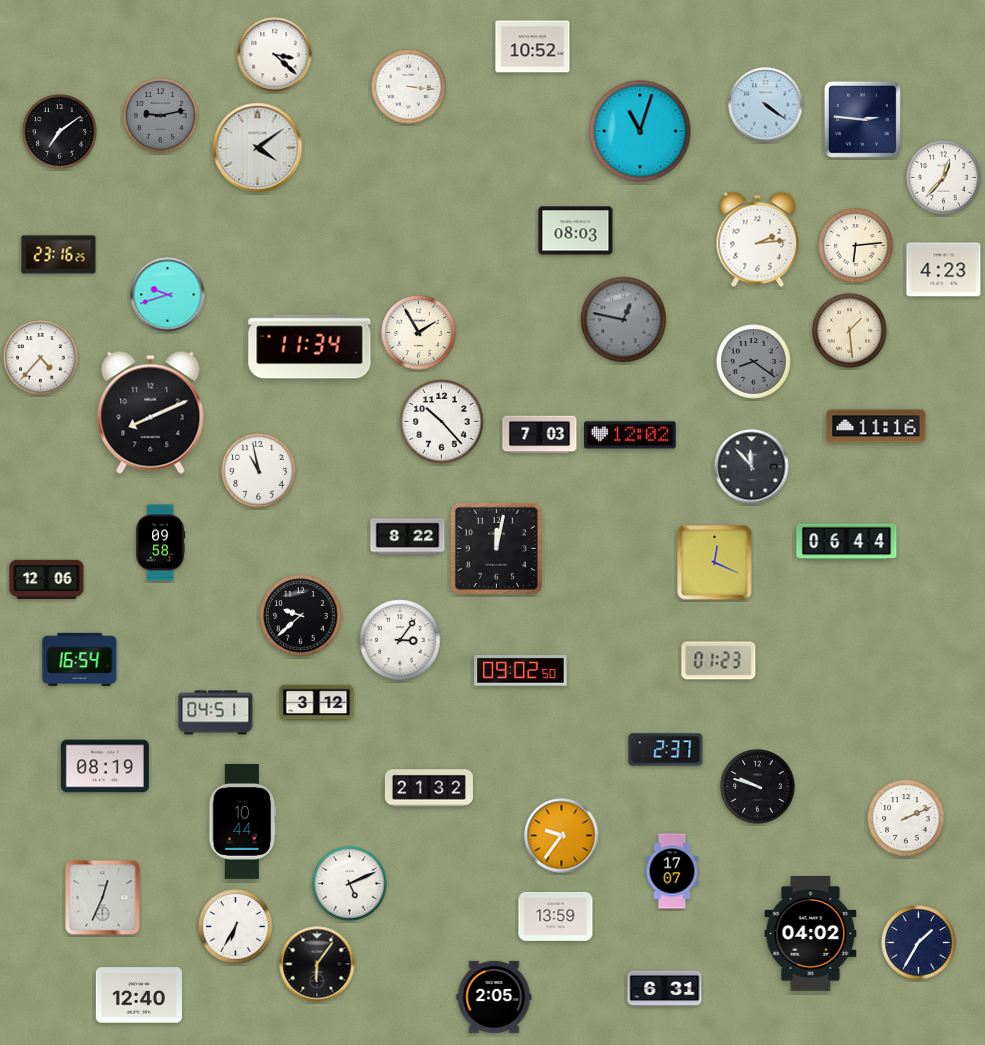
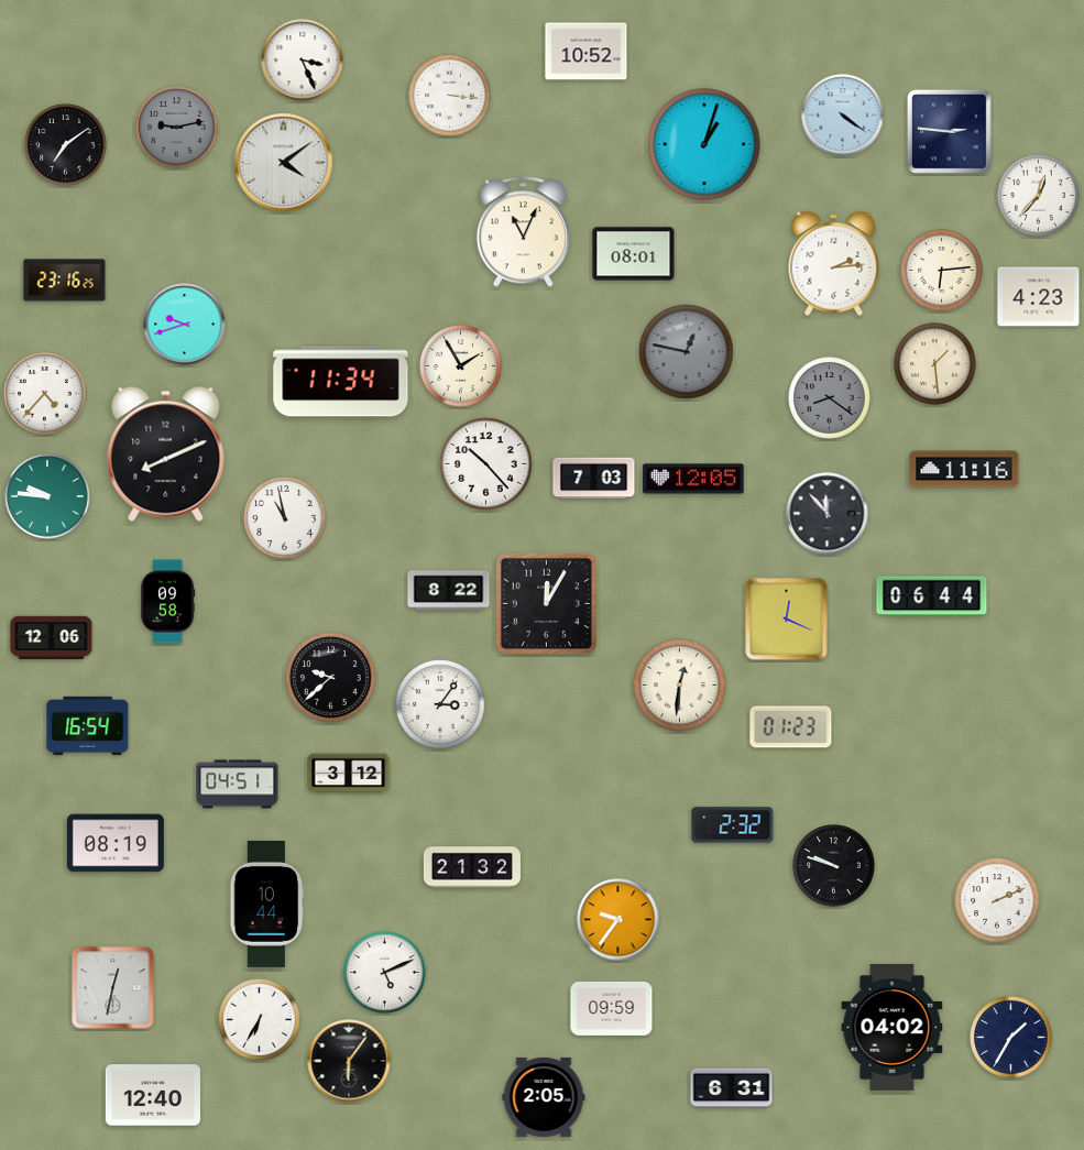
clock at (275, 55): 3:22 -> 3:26
clock at (640, 131): 11:03 -> 1:03
clock at (523, 232): none -> 11:04
clock at (576, 231): 08:03 -> 08:01
clock at (630, 435): 12:02 -> 12:05
clock at (47, 496): none -> 9:46
clock at (161, 543) position: (161, 543) -> (168, 602)
clock at (496, 548): 12:02 -> 12:05
clock at (680, 686): none -> 12:31
clock at (521, 671): 09:02 -> none
clock at (666, 750): 2:37 -> 2:32
clock at (672, 871): 17:07 -> none
clock at (103, 898): 12:34 -> 12:32
clock at (556, 916): 13:59 -> 09:59
